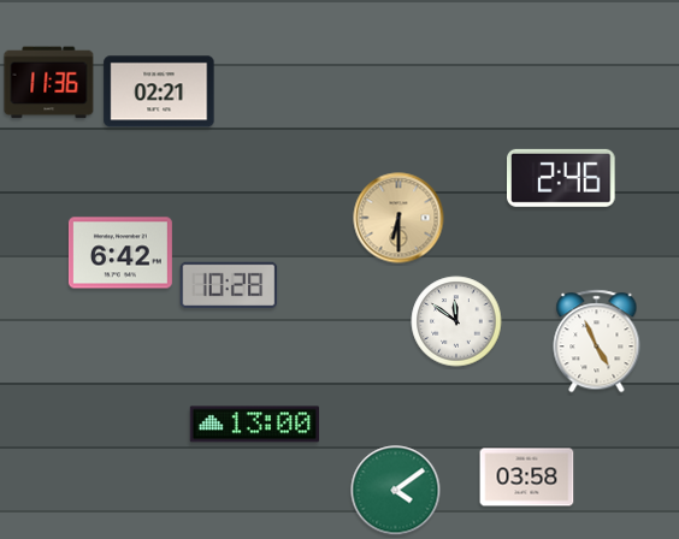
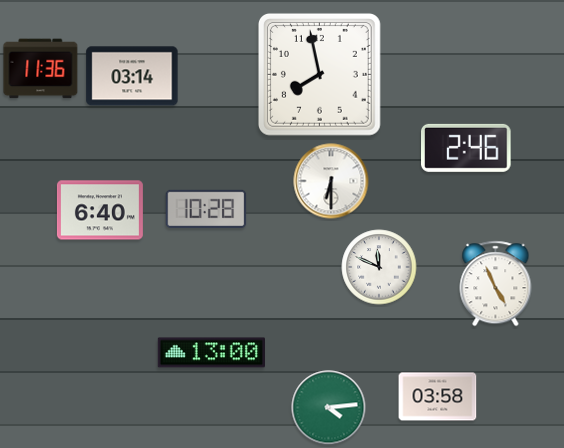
clock at (319, 74): none -> 7:58
clock at (159, 91): 02:21 -> 03:14
clock at (398, 218) dial: champagne -> white
clock at (120, 253): 6:42 -> 6:40
clock at (229, 284) position: (229, 284) -> (206, 208)
clock at (456, 321): 11:51 -> 11:49
clock at (396, 491): 4:09 -> 4:14
